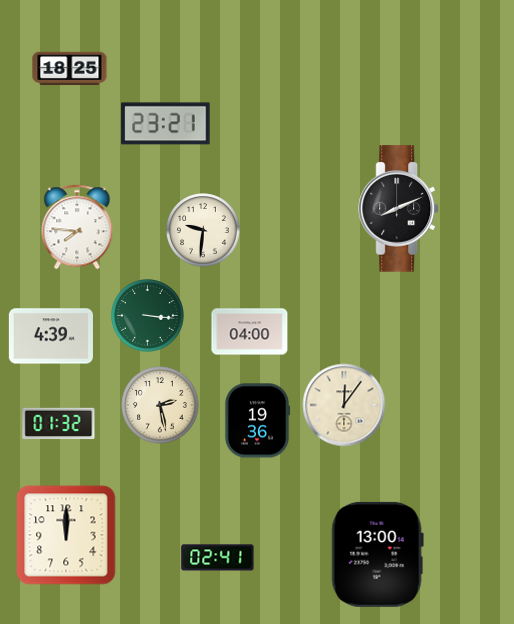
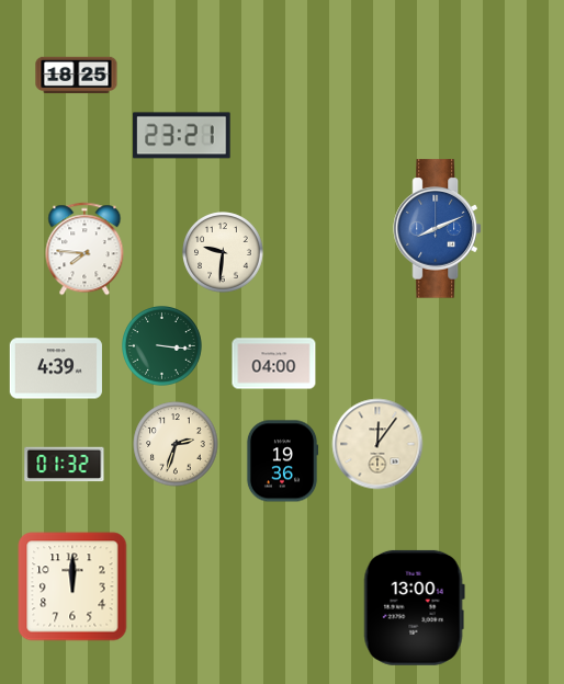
clock at (398, 209) dial: black -> blue
clock at (160, 405): 2:28 -> 2:33
clock at (218, 558): 02:41 -> none
